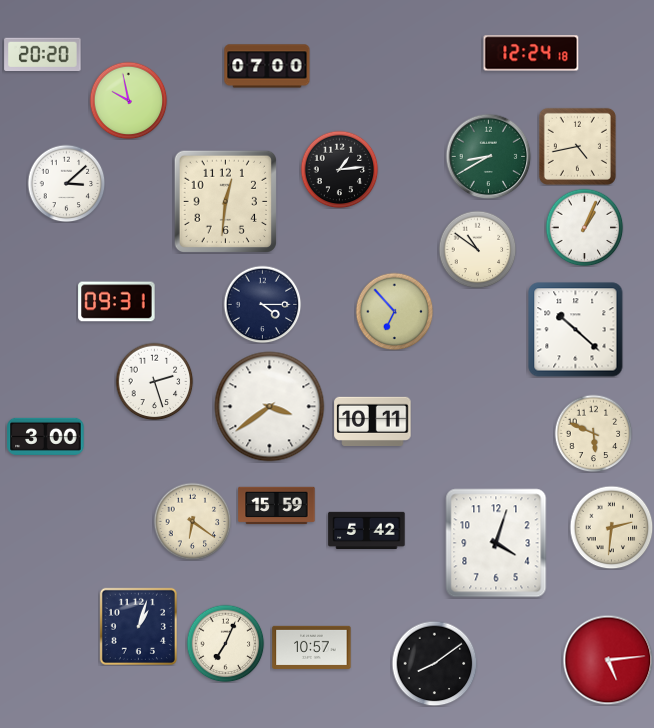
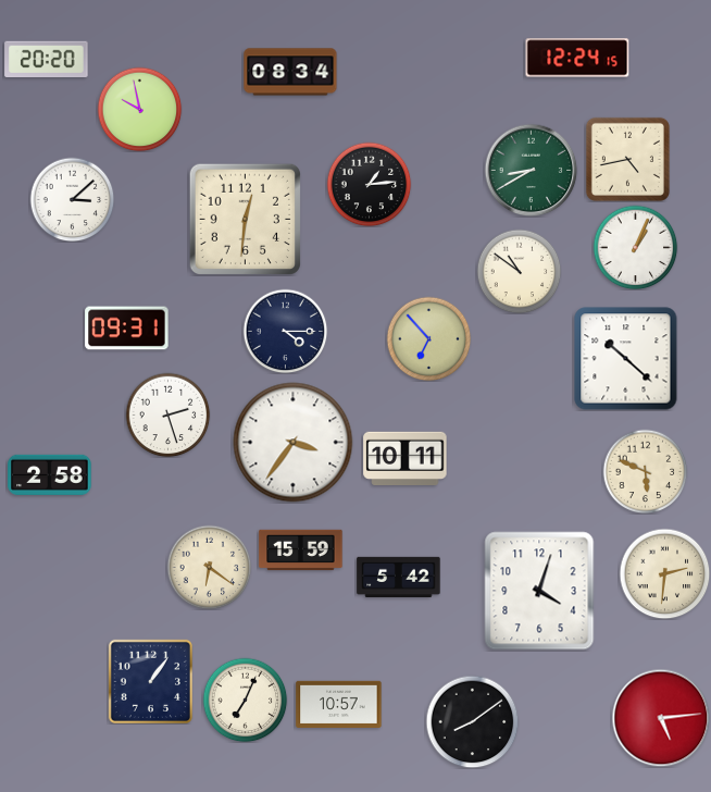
clock at (531, 53): 12:24:18 -> 12:24:15
clock at (267, 66): 07:00 -> 08:34
clock at (270, 407): 3:39 -> 3:36
clock at (46, 436): 3:00 -> 2:58
clock at (138, 626): 1:03 -> 1:06
